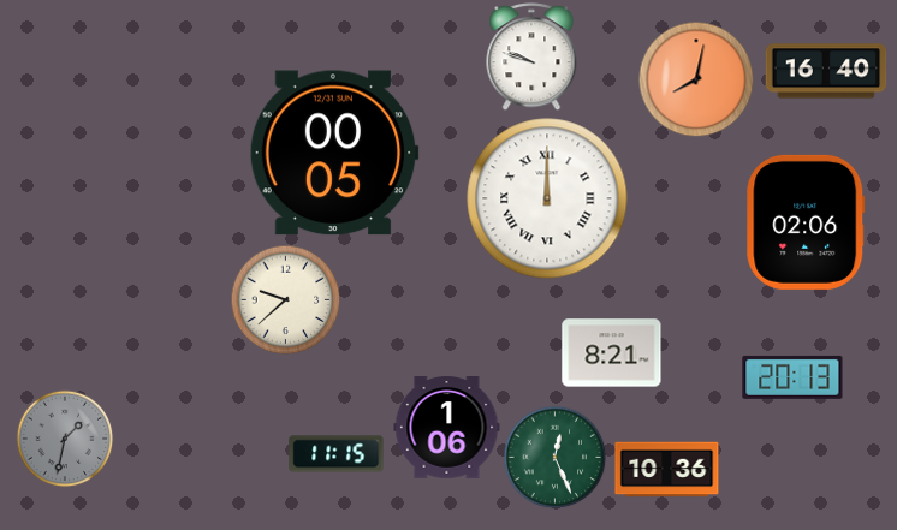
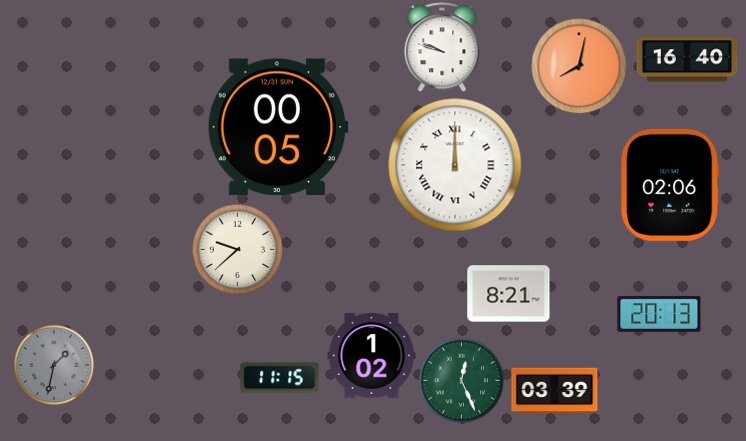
clock at (447, 428): 1:06 -> 1:02
clock at (667, 470): 10:36 -> 03:39
